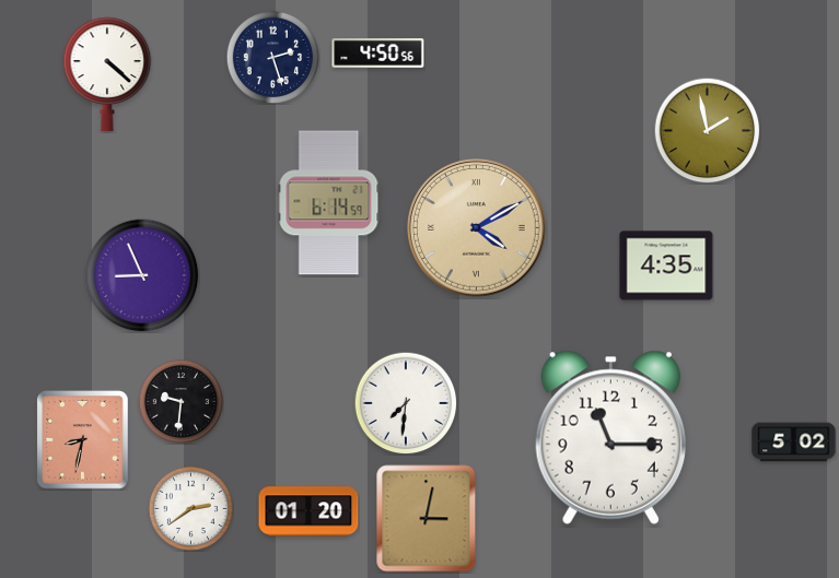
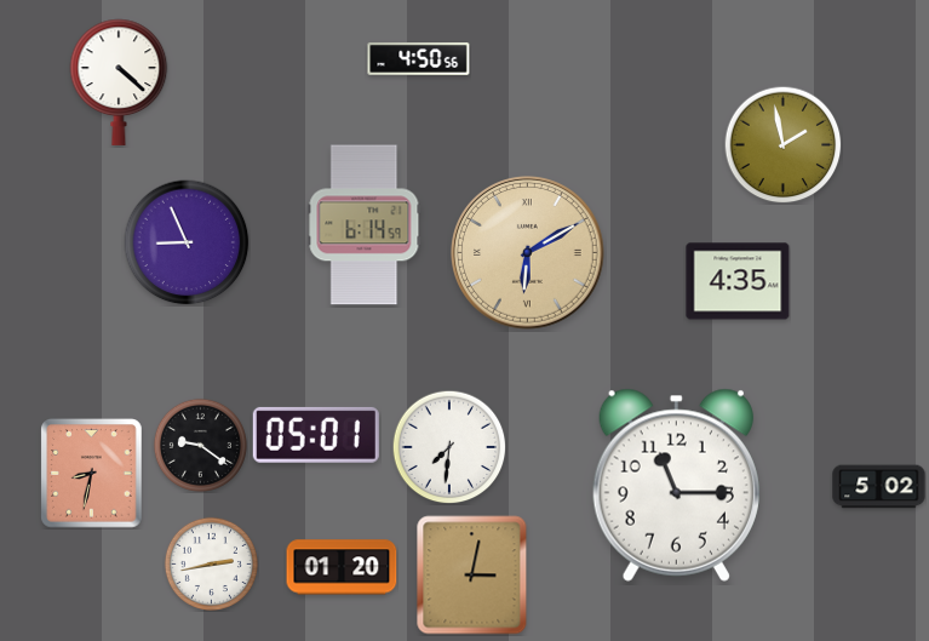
clock at (272, 57): 2:27 -> none
clock at (477, 228): 4:10 -> 6:10
clock at (666, 266) position: (666, 266) -> (738, 281)
clock at (142, 275) position: (142, 275) -> (187, 242)
clock at (316, 435): none -> 05:01
clock at (180, 401): 9:31 -> 9:21
clock at (83, 440) position: (83, 440) -> (92, 474)
clock at (794, 443) position: (794, 443) -> (879, 487)
clock at (190, 508): 2:39 -> 2:43
